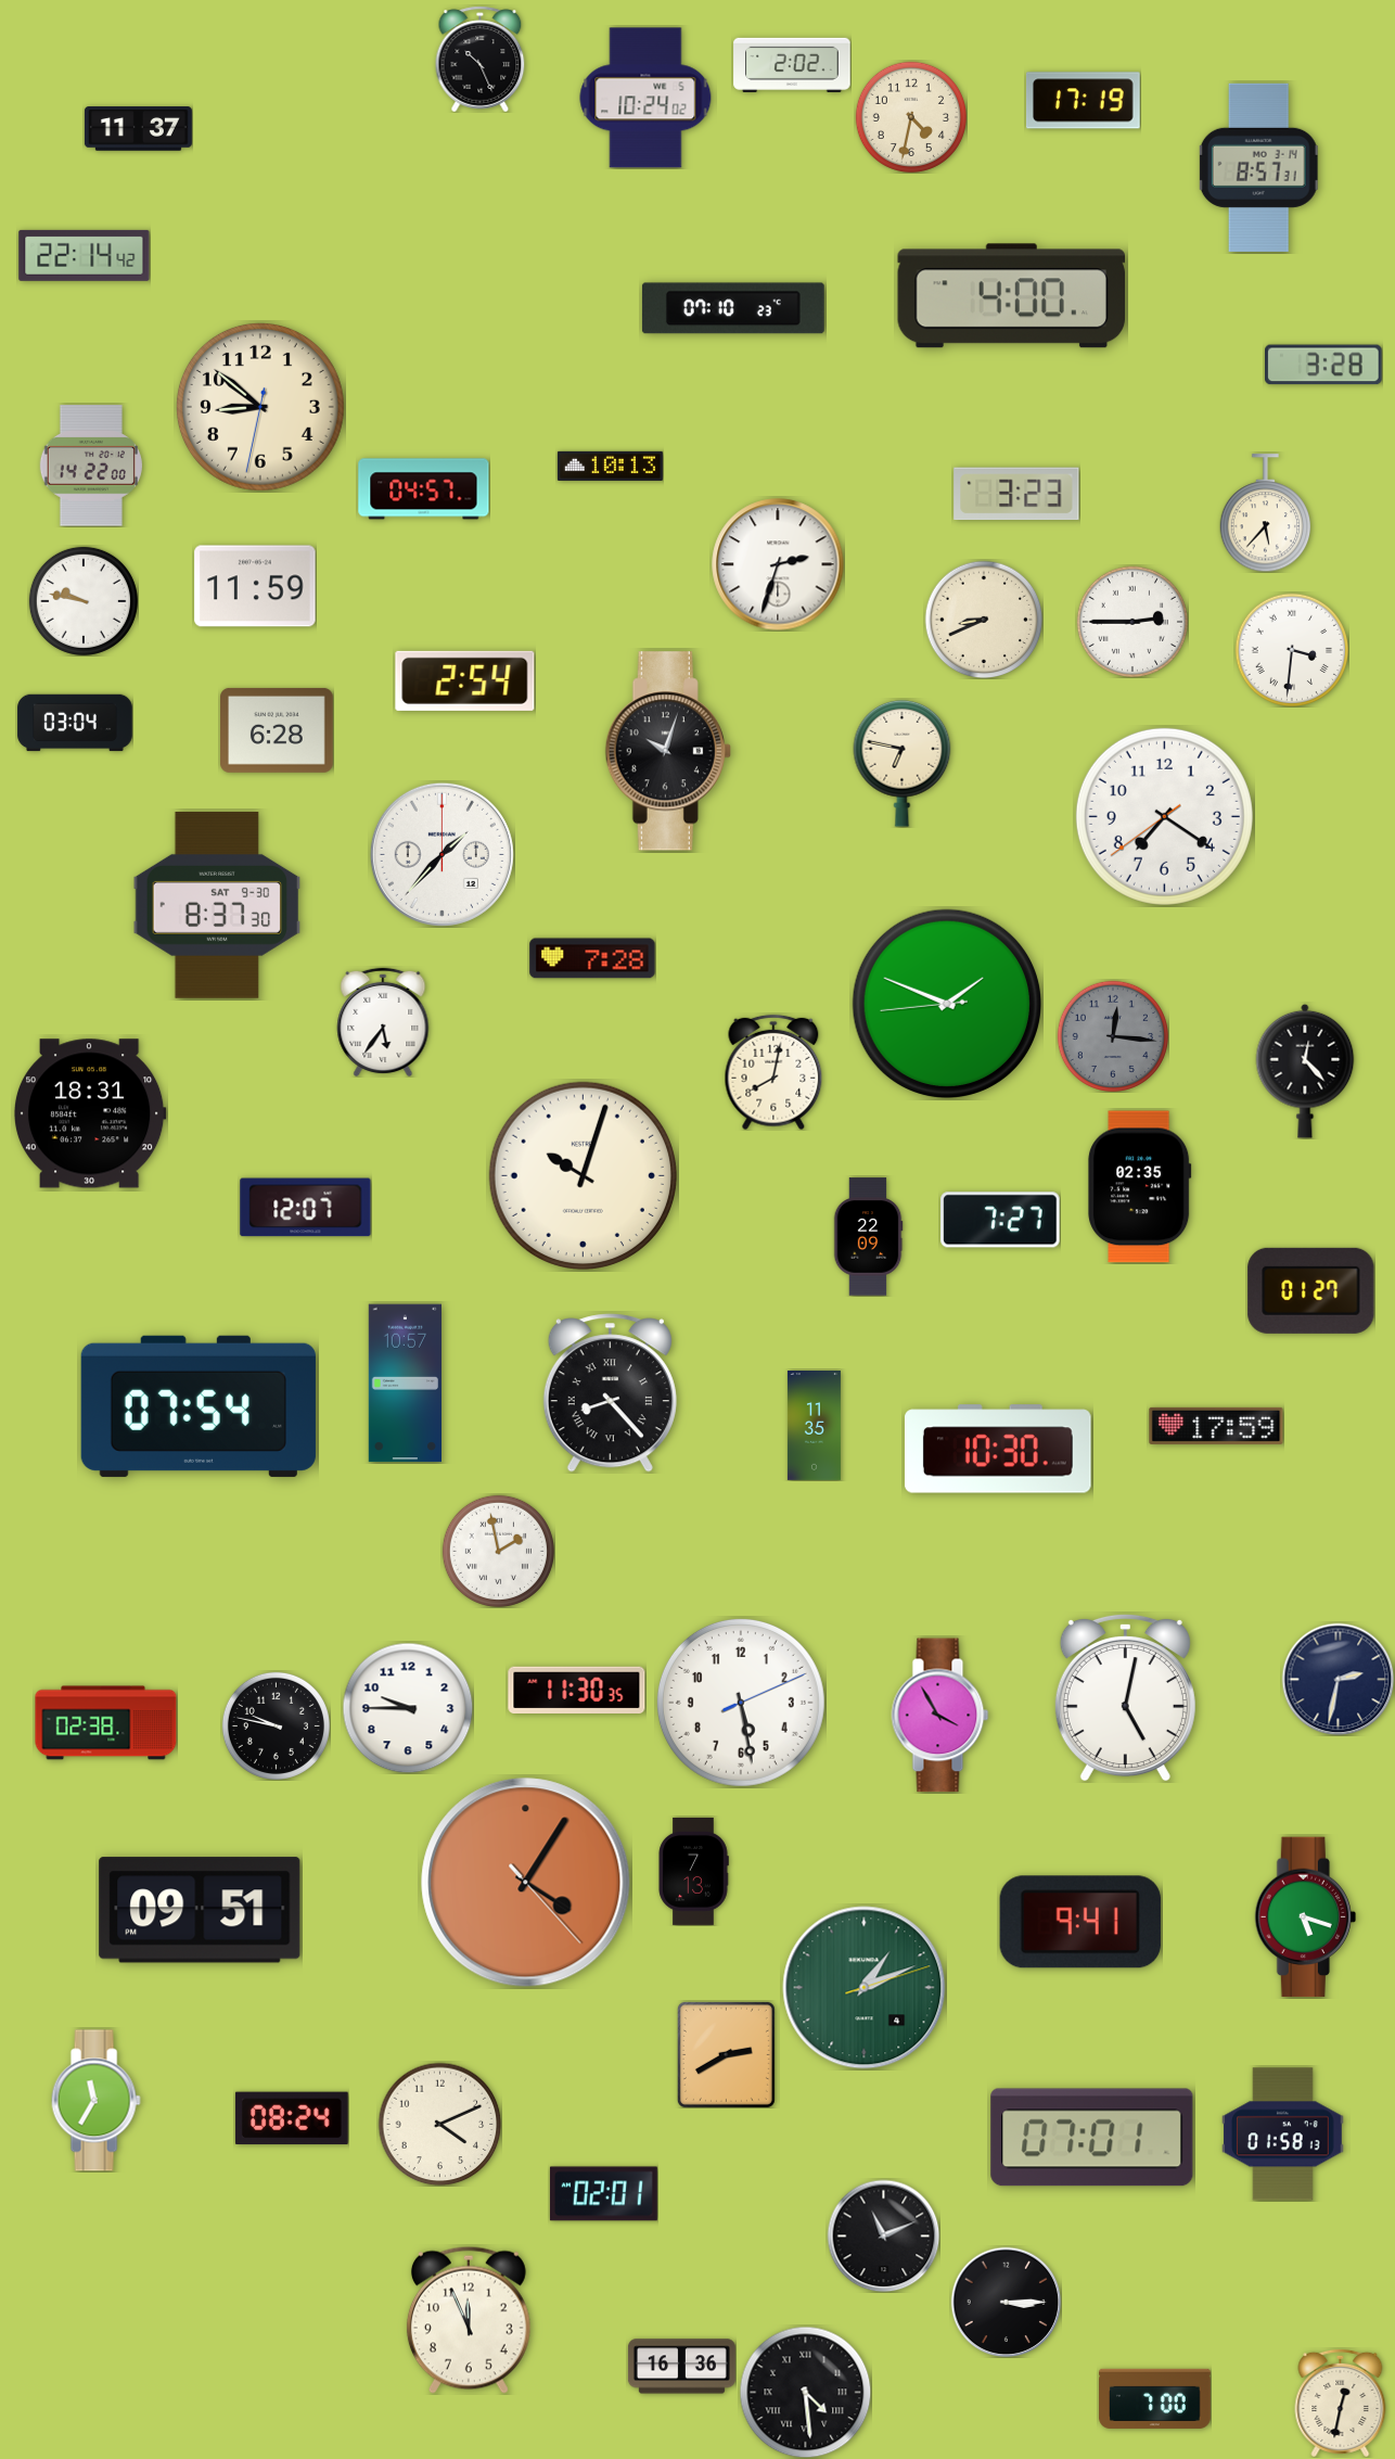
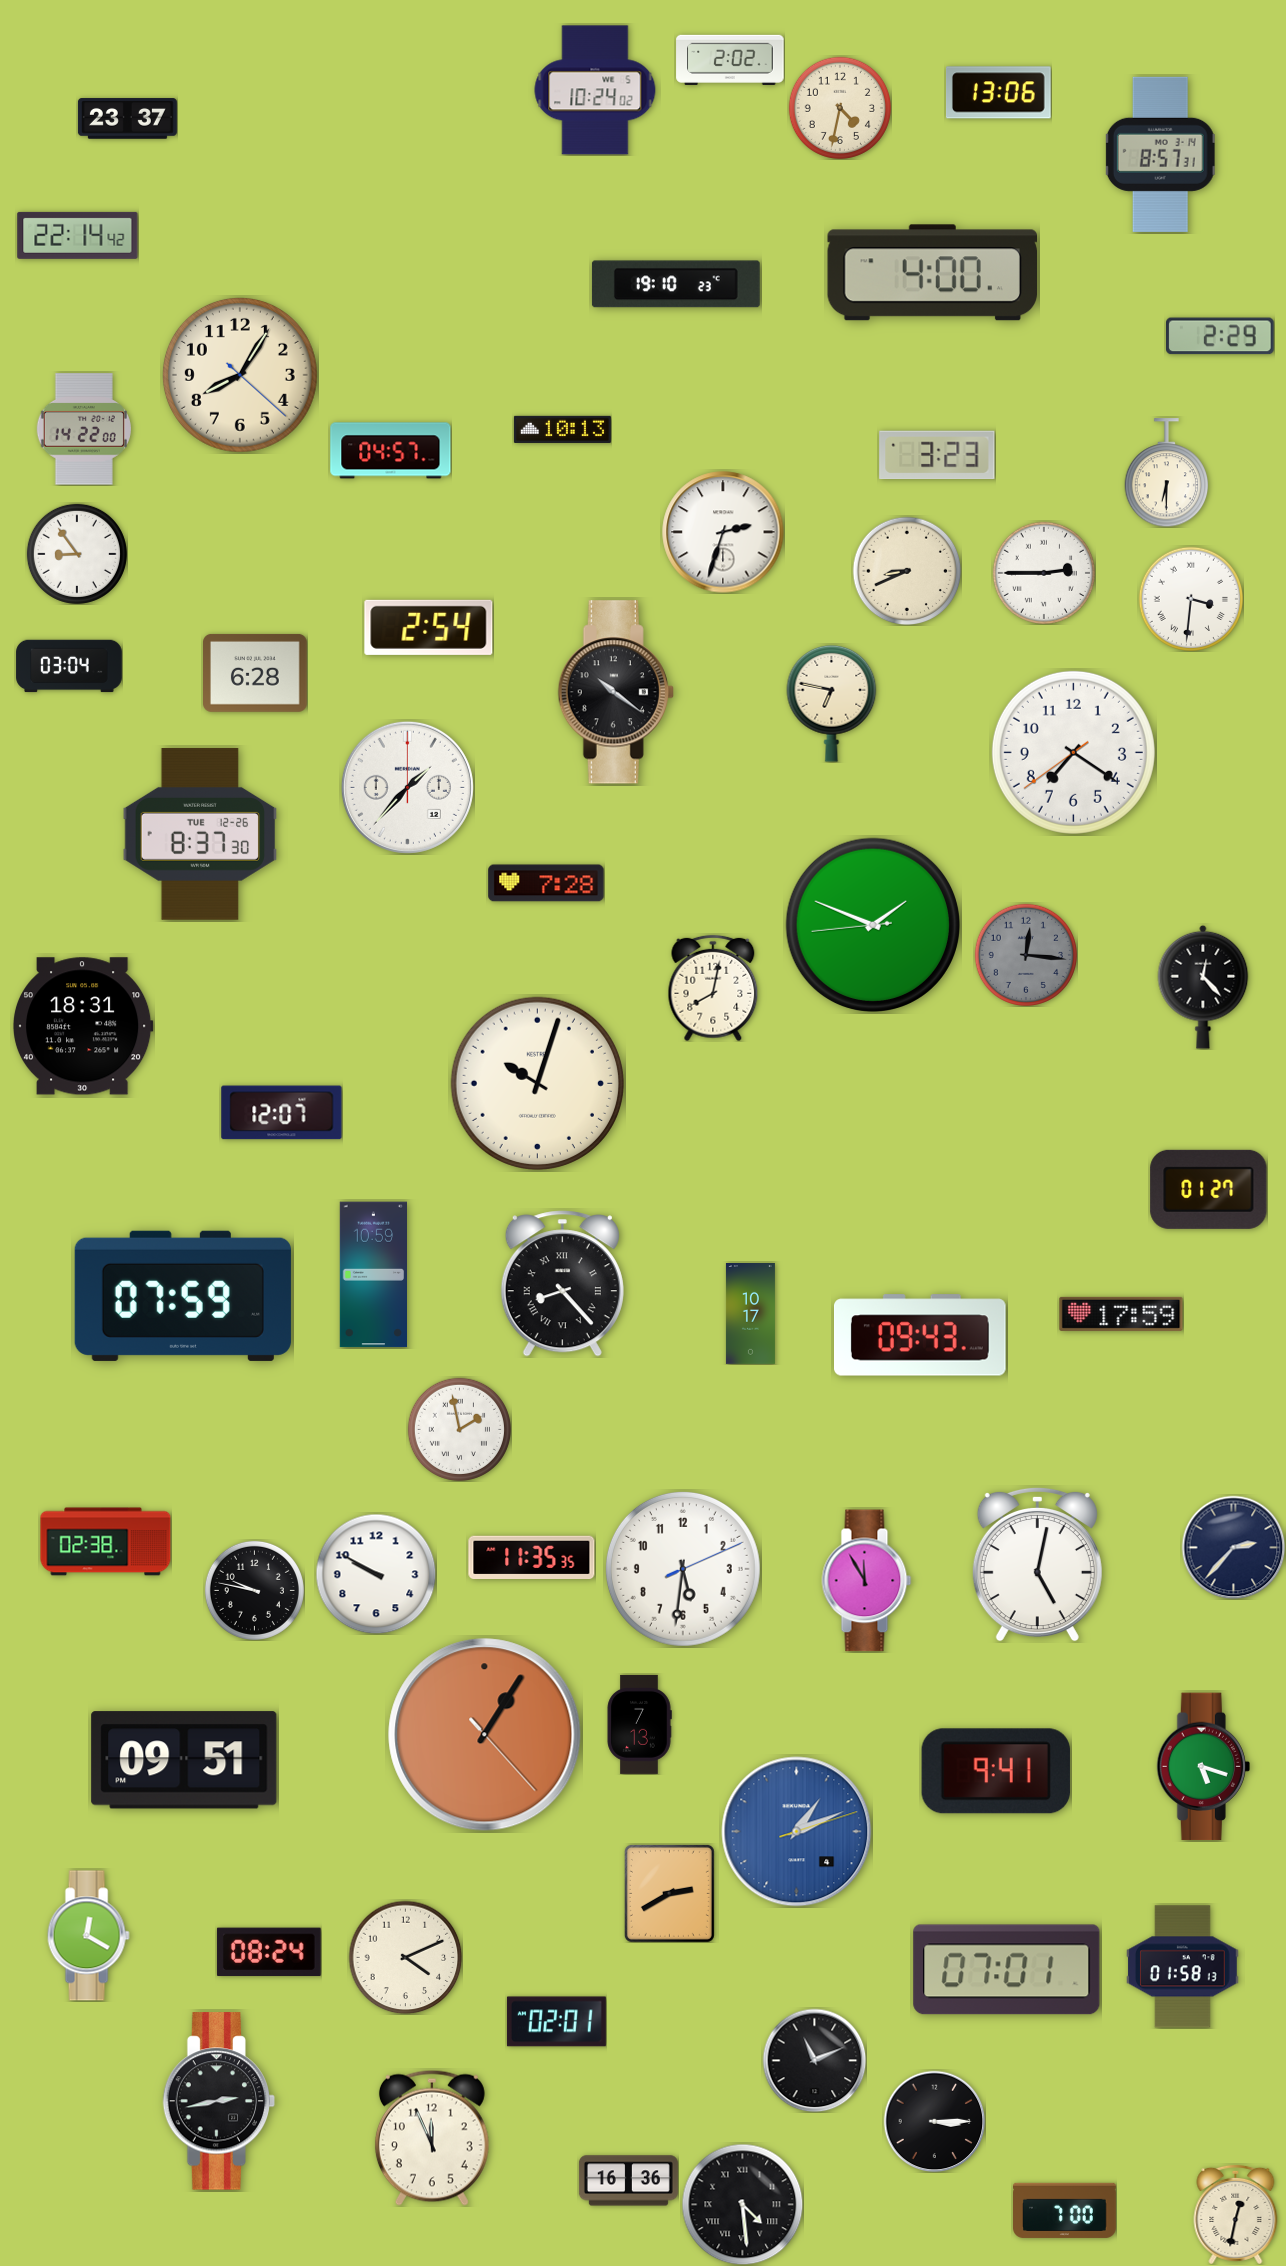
clock at (481, 59): 10:26 -> none
clock at (1084, 101): 17:19 -> 13:06
clock at (138, 129): 11:37 -> 23:37
clock at (733, 308): 07:10 -> 19:10
clock at (1323, 365): 3:28 -> 2:29
clock at (260, 407): 8:51 -> 8:05
clock at (1266, 513): 5:37 -> 6:30
clock at (778, 564) position: (778, 564) -> (723, 532)
clock at (255, 586): 11:59 -> none
clock at (84, 601): 9:47 -> 8:54
clock at (668, 751): 10:03 -> 10:21
clock at (217, 905) date: SAT 9-30 -> TUE 12-26
clock at (383, 1022): 5:36 -> none
clock at (1140, 1187): 02:35 -> none
clock at (1000, 1220): 7:27 -> none
clock at (868, 1237): 22:09 -> none
clock at (405, 1384): 10:57 -> 10:59
clock at (199, 1406): 07:54 -> 07:59
clock at (814, 1426): 11:35 -> 10:17
clock at (999, 1449): 10:30 -> 09:43
clock at (1338, 1679): 2:32 -> 2:37
clock at (577, 1690): 11:30 -> 11:35
clock at (741, 1703): 5:28 -> 5:31
clock at (408, 1708): 9:45 -> 9:50
clock at (940, 1716): 3:55 -> 11:55
clock at (106, 1723) position: (106, 1723) -> (106, 1542)
clock at (526, 1883): 4:05 -> 1:05
clock at (865, 1988) dial: green -> blue
clock at (95, 2101): 11:35 -> 12:20
clock at (219, 2101): none -> 2:43
clock at (1006, 2302) position: (1006, 2302) -> (934, 2121)
